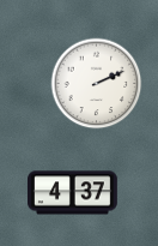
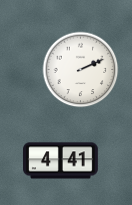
clock at (73, 193): 4:37 -> 4:41
